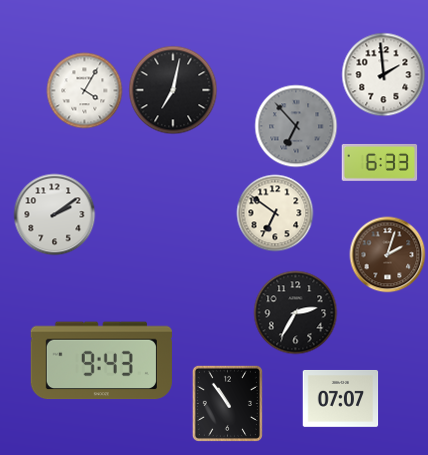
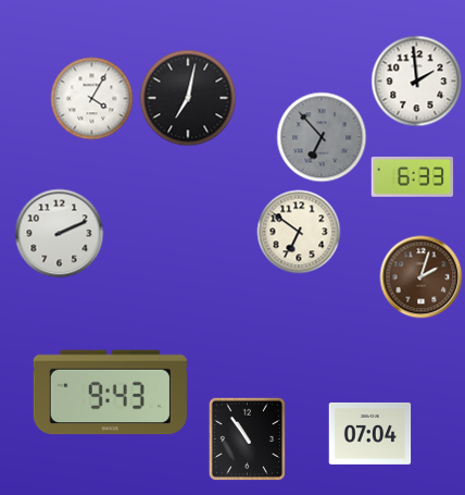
clock at (55, 215): 2:09 -> 2:11
clock at (296, 313): 2:35 -> none
clock at (341, 398): 07:07 -> 07:04
